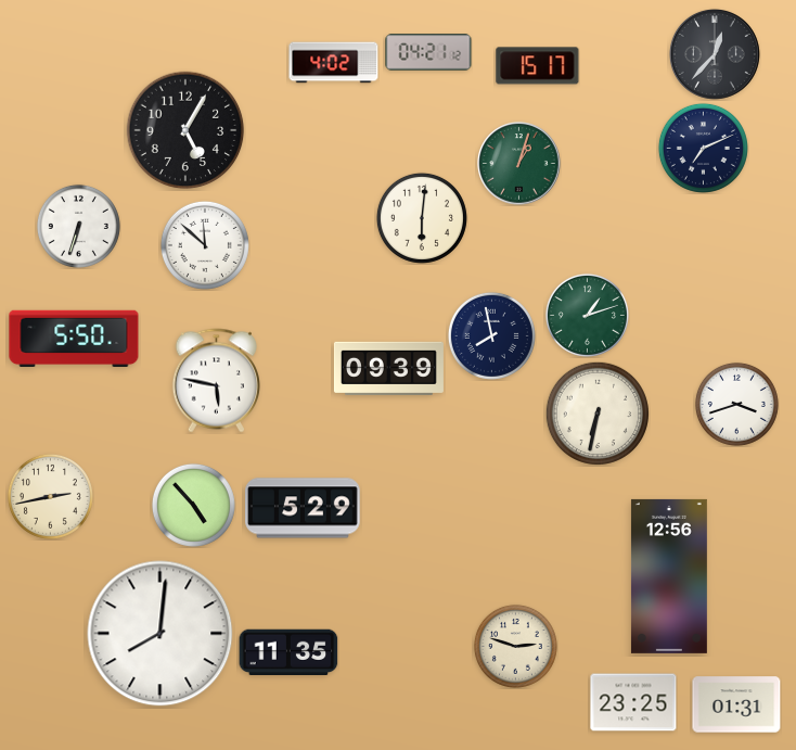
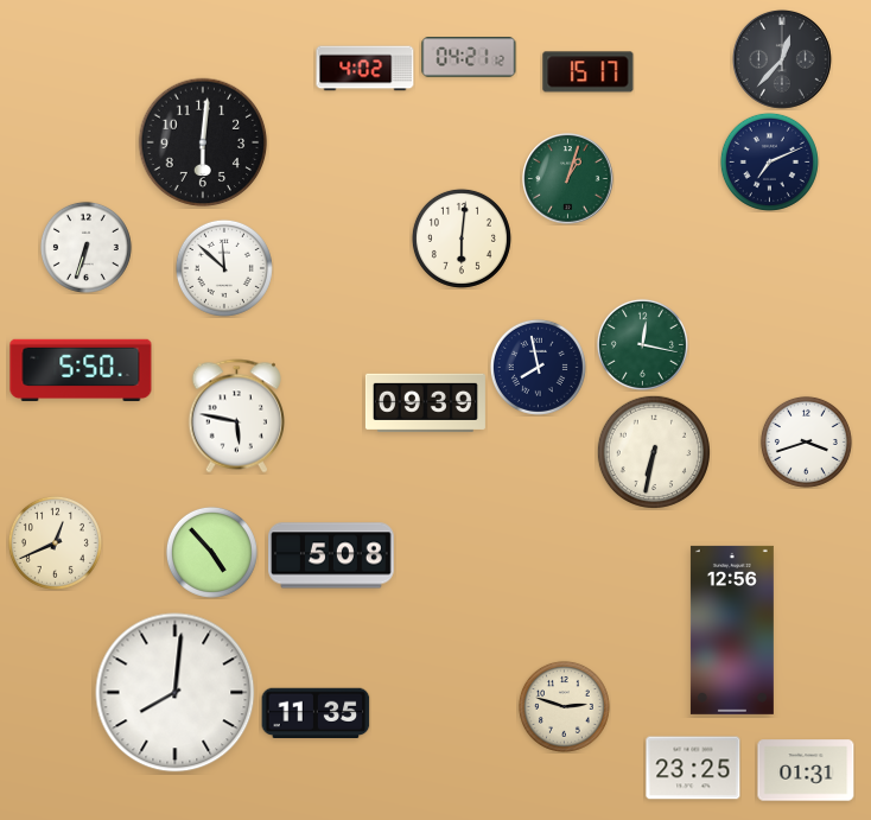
clock at (185, 130): 5:05 -> 6:01
clock at (587, 315): 1:12 -> 12:17
clock at (50, 496): 2:43 -> 12:41
clock at (303, 508): 5:29 -> 5:08
